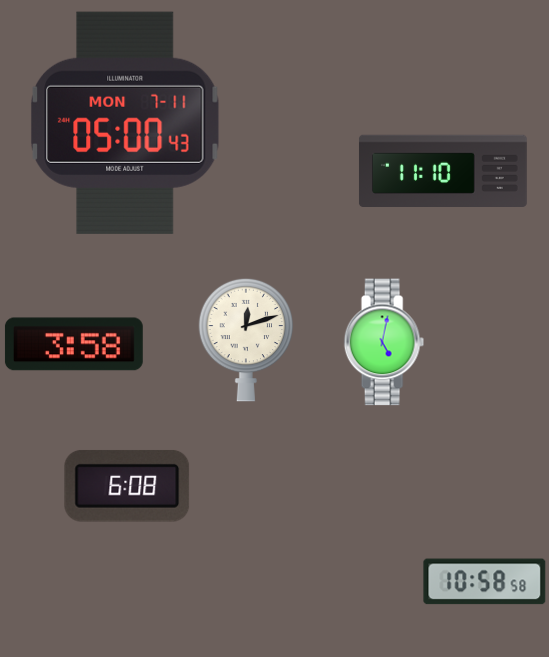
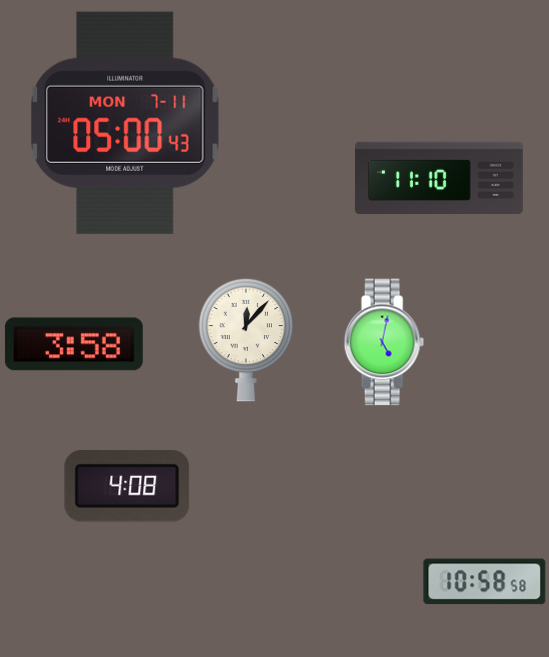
clock at (443, 171) position: (443, 171) -> (439, 178)
clock at (246, 340): 12:12 -> 12:07
clock at (127, 486): 6:08 -> 4:08
